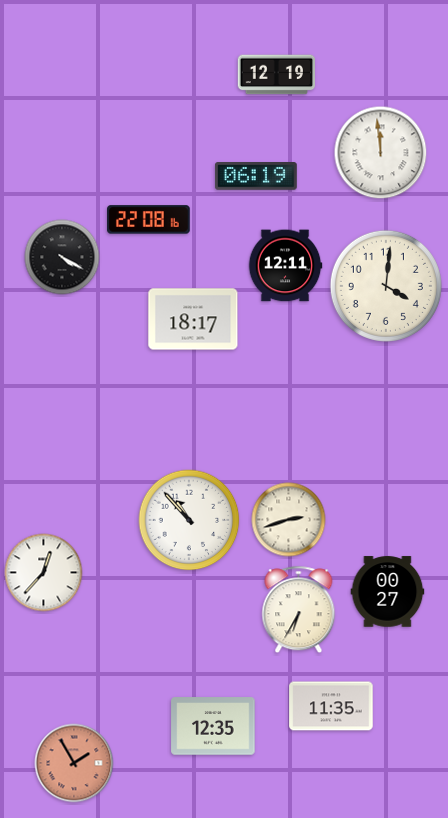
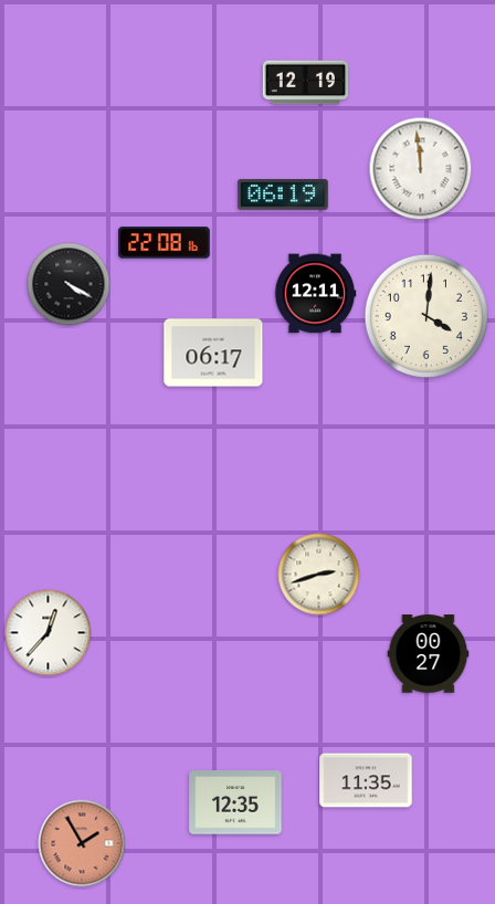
clock at (193, 319): 18:17 -> 06:17
clock at (189, 520): 10:53 -> none
clock at (299, 610): 6:35 -> none
